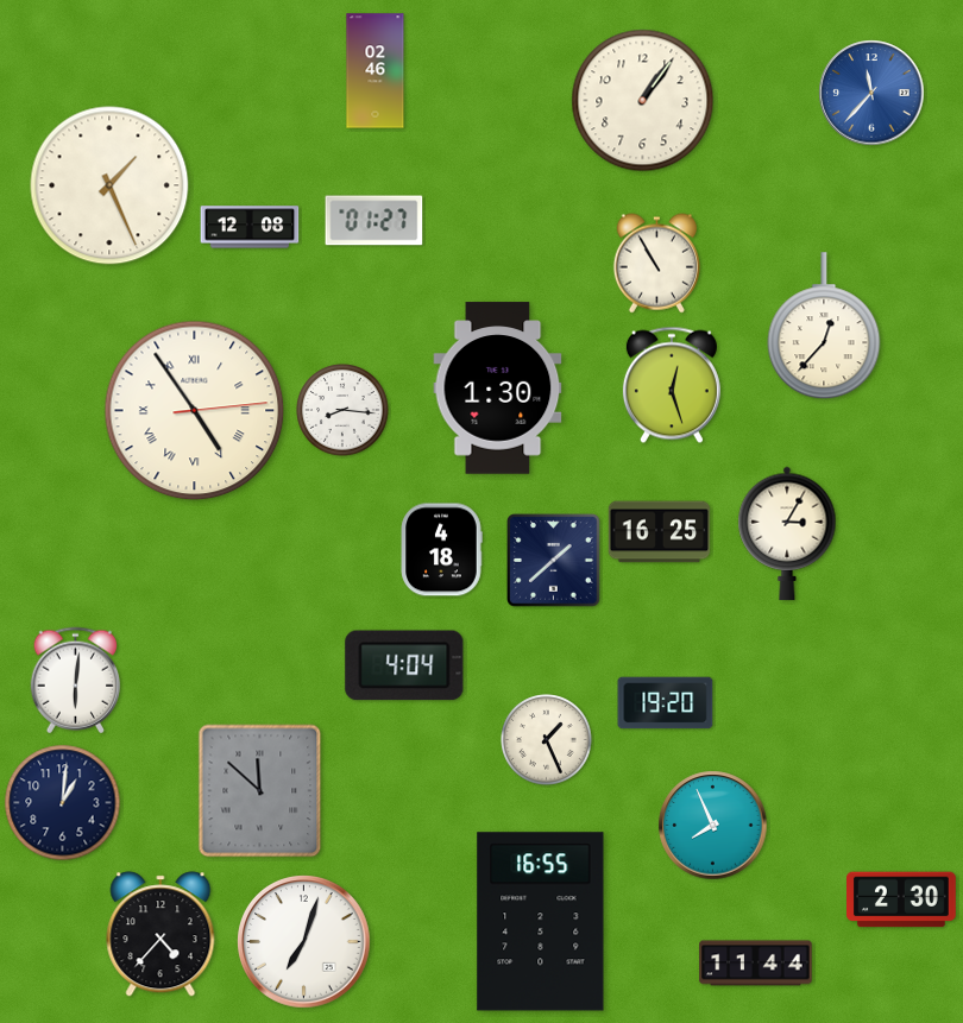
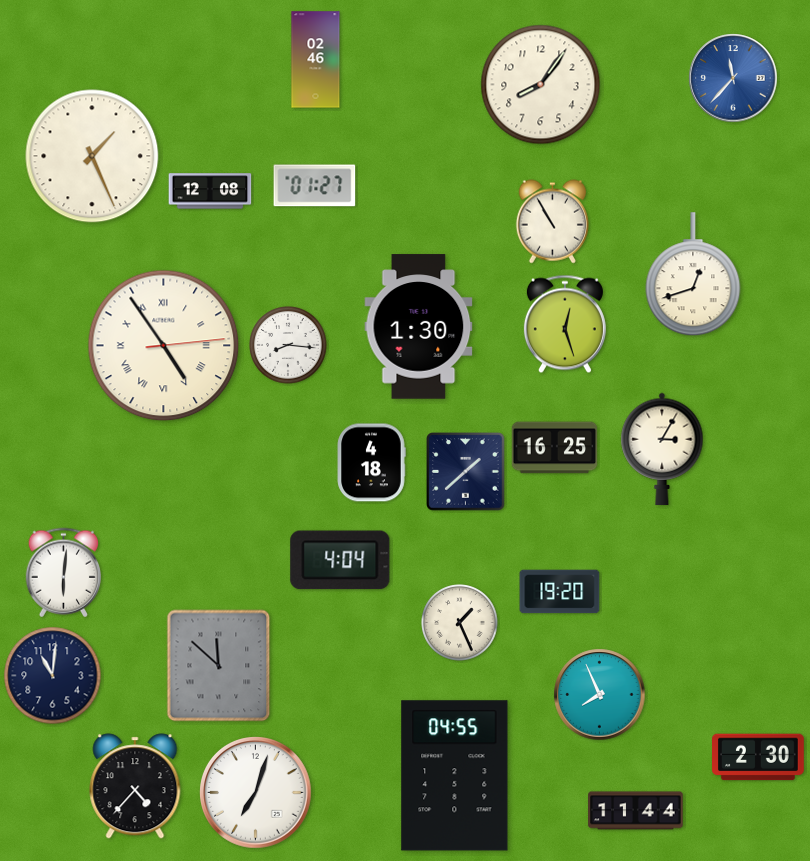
clock at (643, 101): 1:06 -> 8:06
clock at (824, 327): 12:37 -> 12:42
clock at (63, 803): 1:01 -> 11:01
clock at (541, 922): 16:55 -> 04:55
